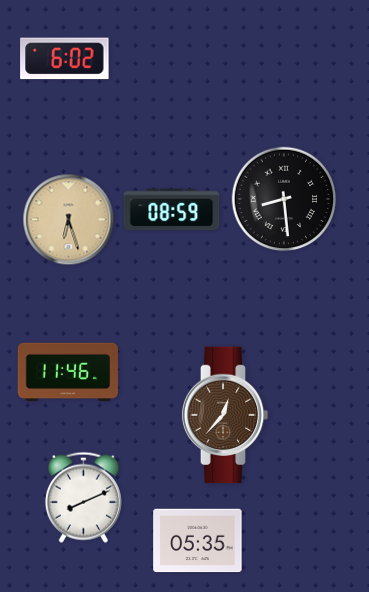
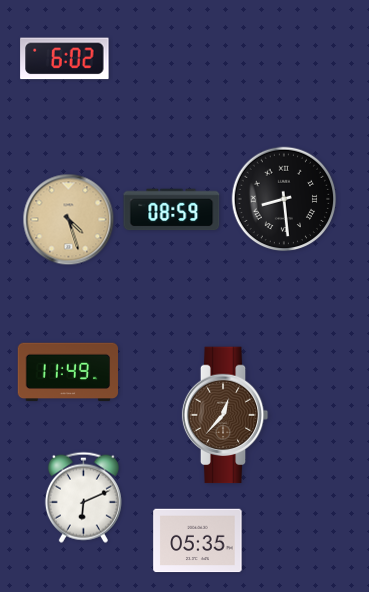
clock at (69, 220): 6:27 -> 4:27
clock at (68, 372): 11:46 -> 11:49
clock at (83, 497): 8:11 -> 6:11
